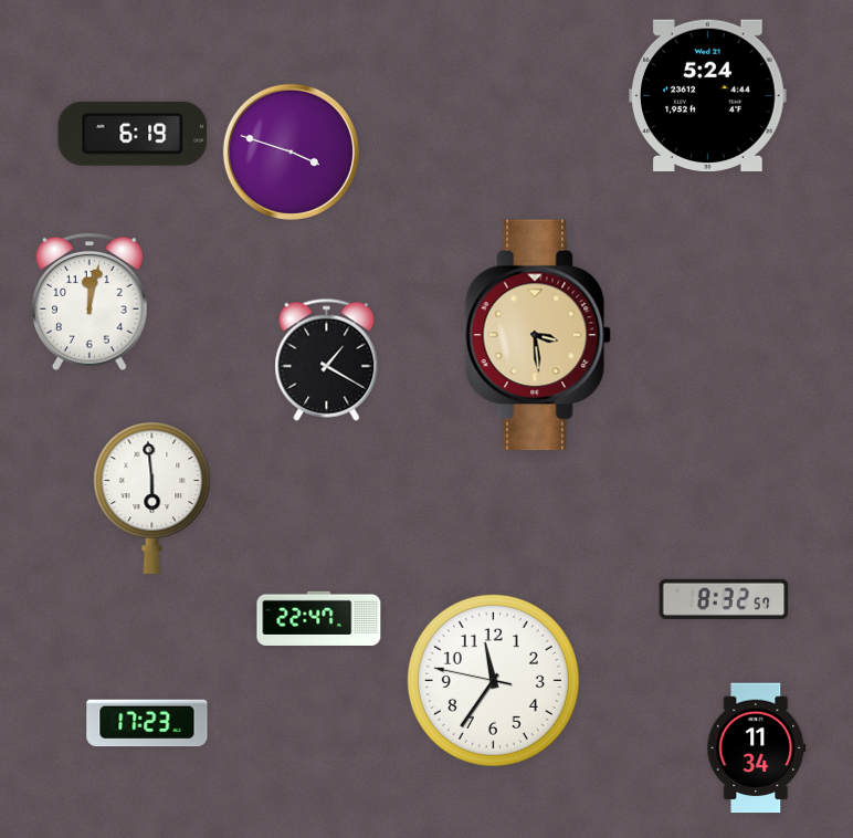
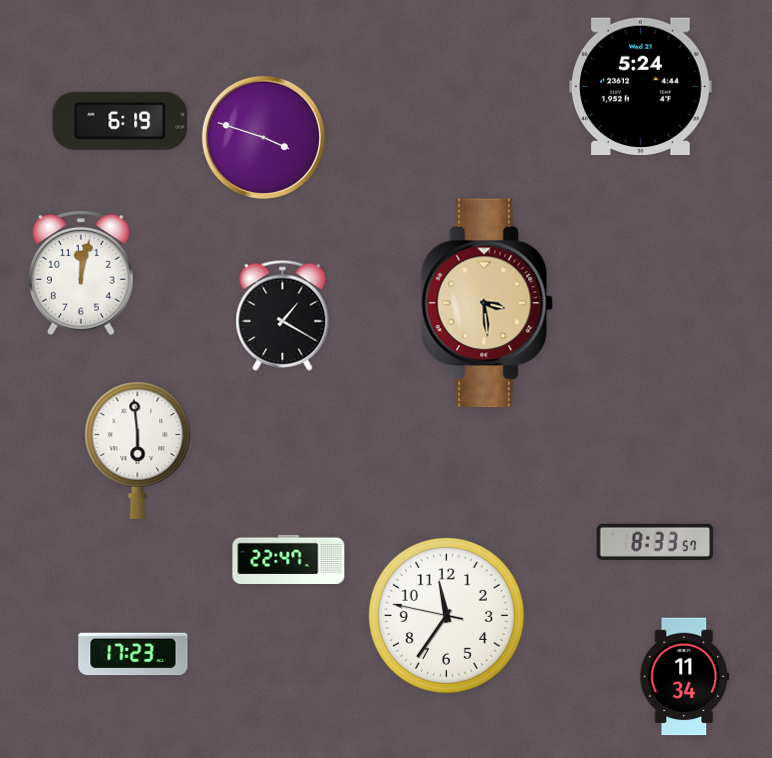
clock at (327, 359) position: (327, 359) -> (283, 315)
clock at (724, 599): 8:32 -> 8:33
